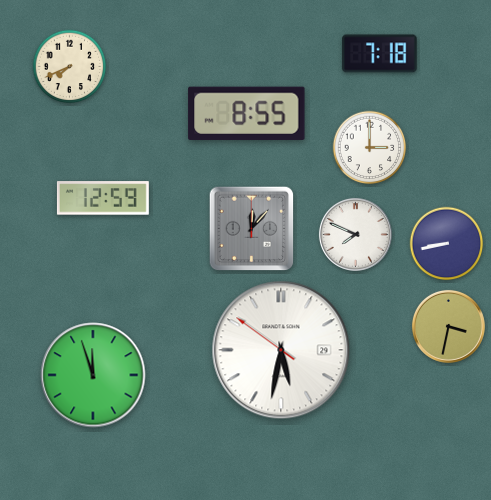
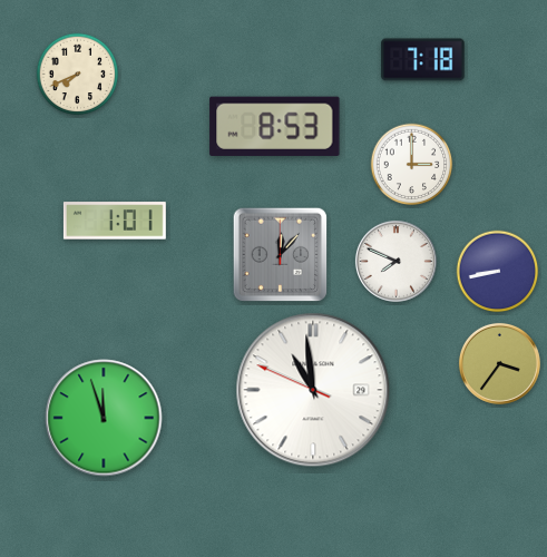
clock at (247, 113): 8:55 -> 8:53
clock at (103, 198): 12:59 -> 1:01
clock at (448, 326): 3:32 -> 3:36
clock at (281, 350): 5:31 -> 10:58
